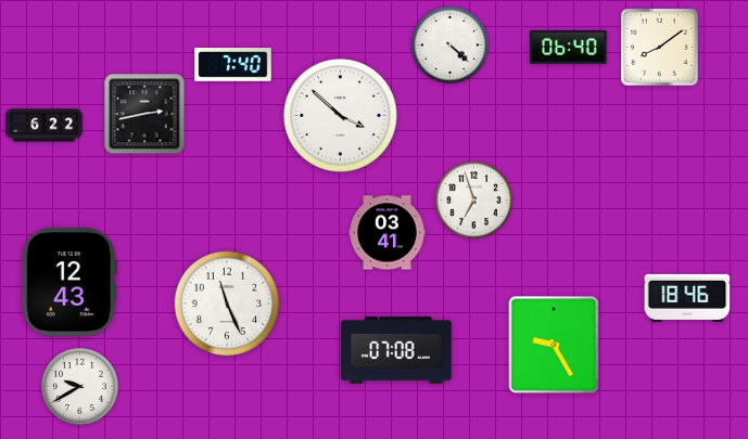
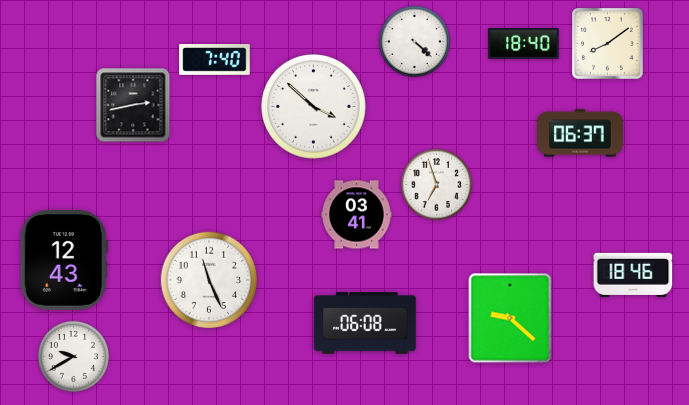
clock at (569, 47): 06:40 -> 18:40
clock at (45, 126): 6:22 -> none
clock at (580, 133): none -> 06:37
clock at (554, 345): 9:25 -> 9:22
clock at (396, 350): 07:08 -> 06:08
